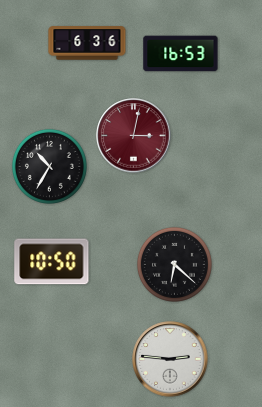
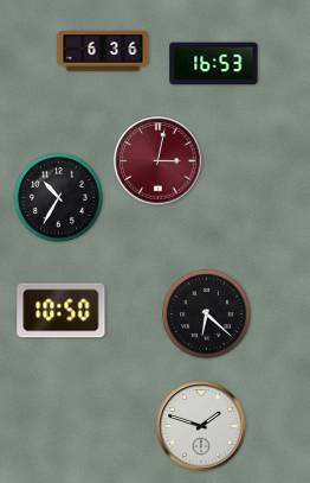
clock at (170, 359): 2:46 -> 1:48
